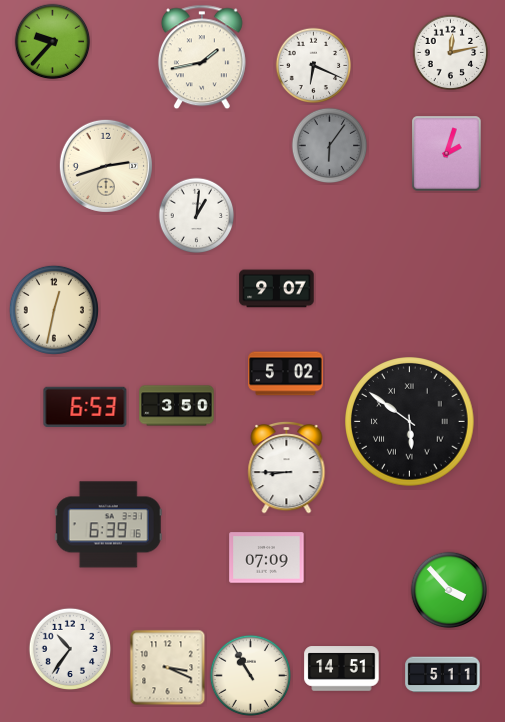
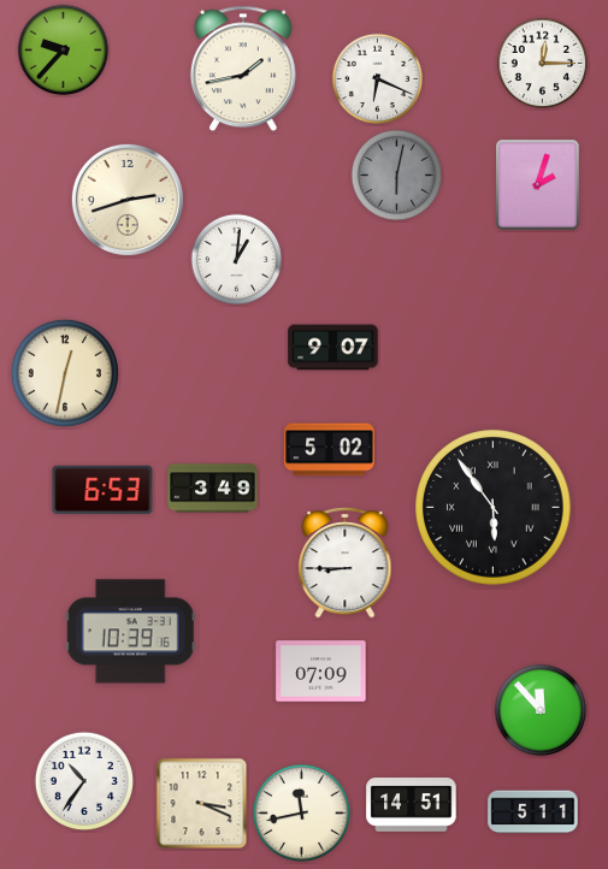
clock at (451, 53): 12:13 -> 12:15
clock at (330, 146): 6:06 -> 6:02
clock at (286, 374) position: (286, 374) -> (330, 450)
clock at (177, 406): 3:50 -> 3:49
clock at (410, 422): 5:51 -> 5:54
clock at (108, 525): 6:39 -> 10:39
clock at (449, 590): 3:53 -> 11:53
clock at (250, 675): 10:55 -> 11:43
